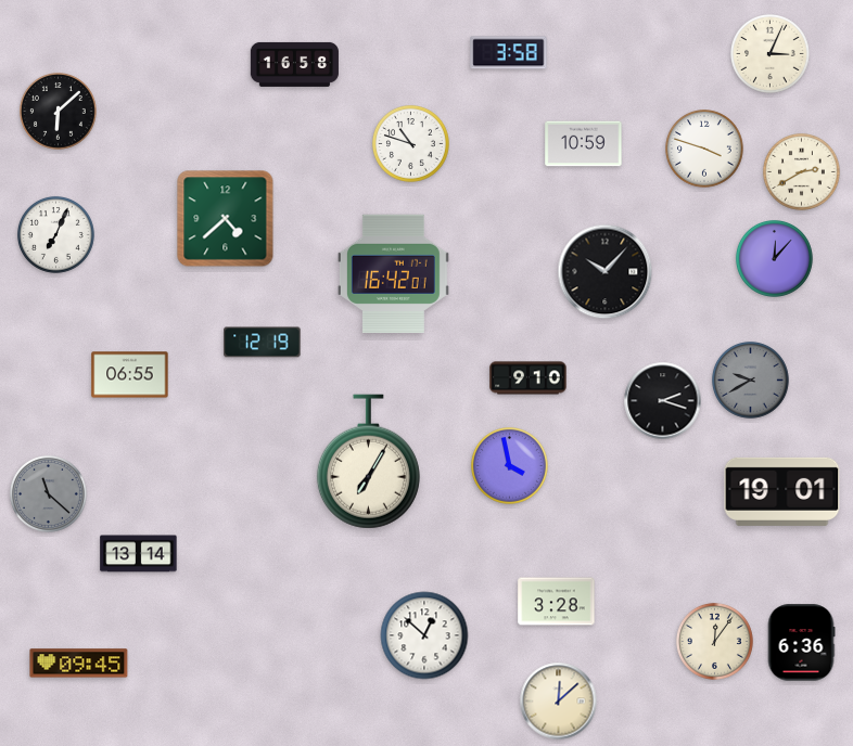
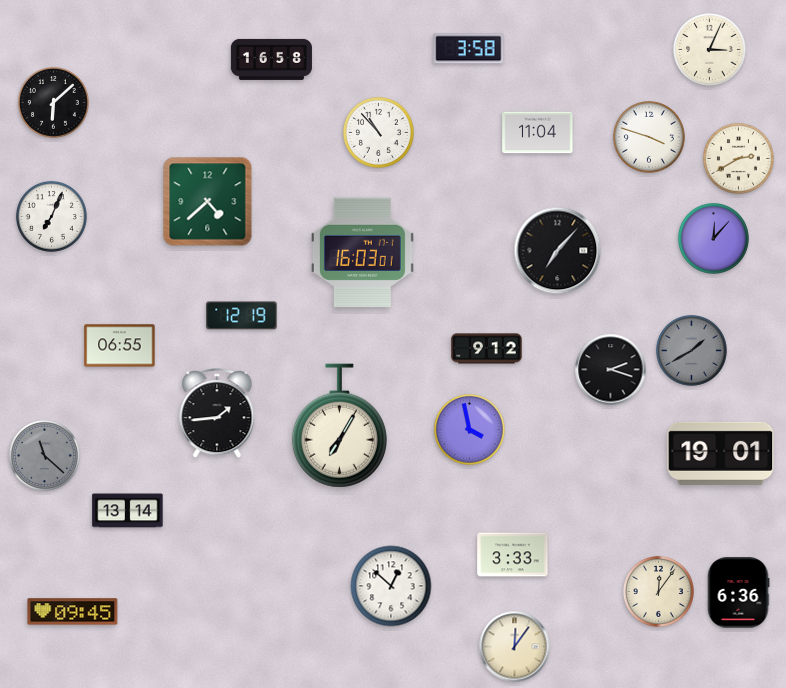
clock at (410, 143): 10:48 -> 10:53
clock at (584, 144): 10:59 -> 11:04
clock at (606, 272): 10:07 -> 7:07
clock at (393, 274): 16:42 -> 16:03
clock at (529, 378): 9:10 -> 9:12
clock at (750, 380): 9:40 -> 1:40
clock at (217, 414): none -> 1:44
clock at (557, 602): 3:28 -> 3:33
clock at (559, 702): 12:08 -> 12:06
